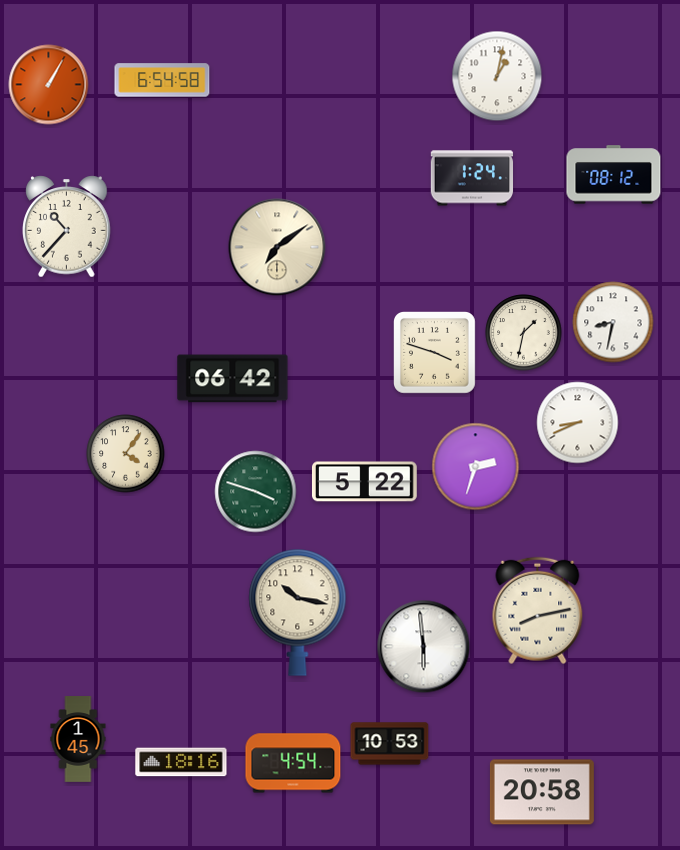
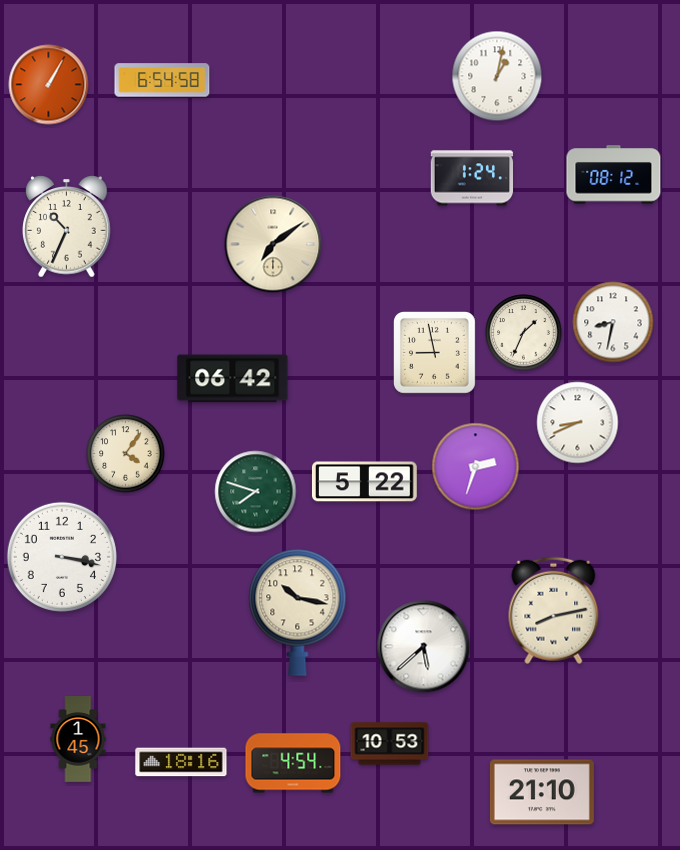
clock at (67, 227): 10:37 -> 10:34
clock at (277, 247) position: (277, 247) -> (273, 244)
clock at (524, 333): 1:32 -> 1:34
clock at (435, 353): 3:48 -> 8:58
clock at (256, 492): 3:48 -> 7:48
clock at (62, 557): none -> 3:17
clock at (538, 611) position: (538, 611) -> (554, 611)
clock at (424, 647): 5:59 -> 5:38
clock at (542, 792): 20:58 -> 21:10
